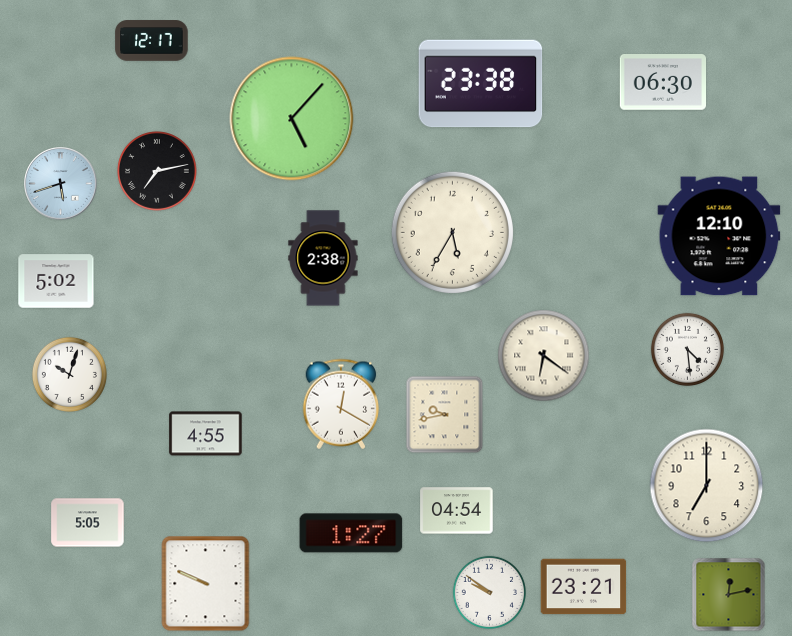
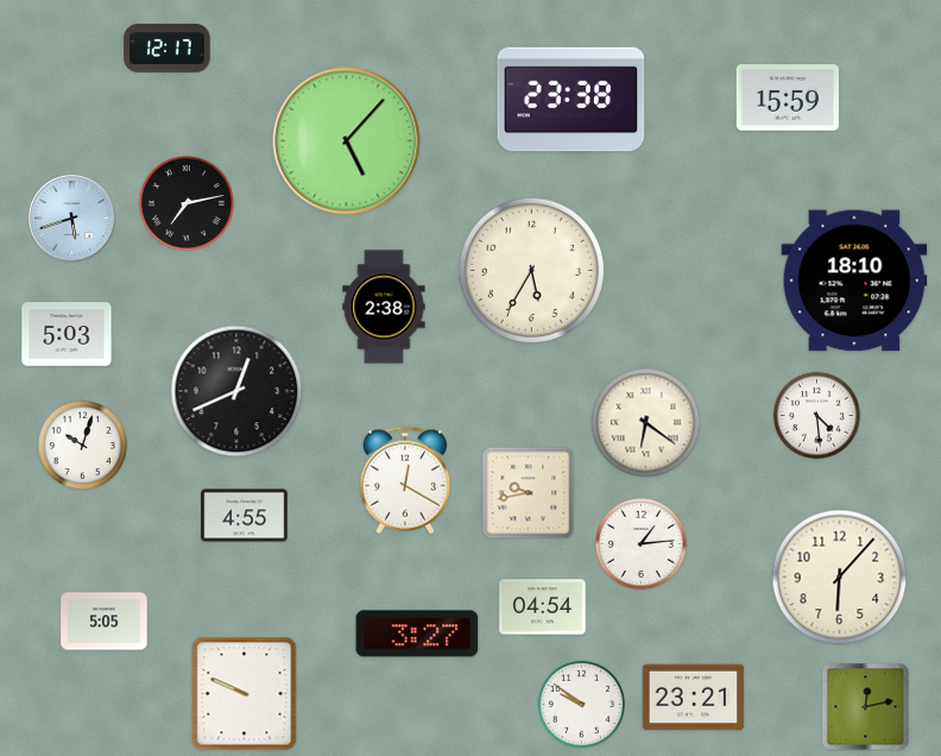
clock at (152, 41) position: (152, 41) -> (168, 49)
clock at (662, 83): 06:30 -> 15:59
clock at (452, 232) position: (452, 232) -> (531, 270)
clock at (719, 236): 12:10 -> 18:10
clock at (56, 281): 5:02 -> 5:03
clock at (236, 391): none -> 12:41
clock at (640, 543): none -> 1:14
clock at (707, 486): 7:00 -> 6:07
clock at (351, 533): 1:27 -> 3:27
